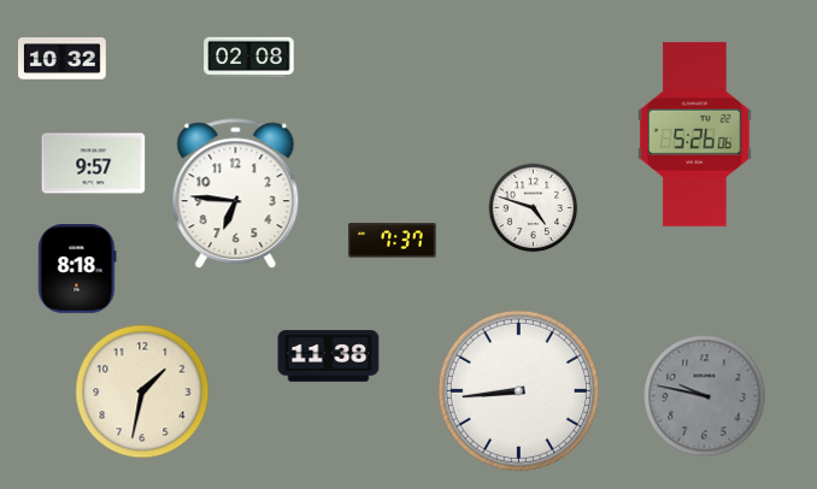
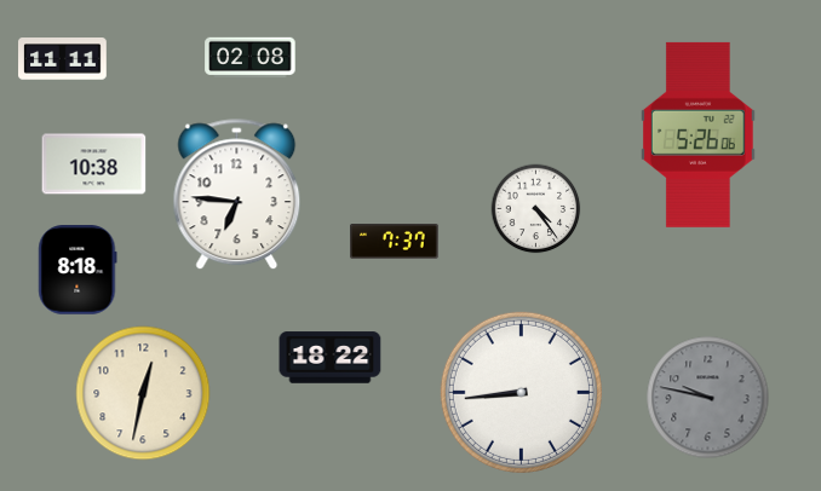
clock at (63, 59): 10:32 -> 11:11
clock at (94, 164): 9:57 -> 10:38
clock at (534, 208): 4:48 -> 4:24
clock at (329, 357): 11:38 -> 18:22
clock at (142, 391): 1:32 -> 12:32
